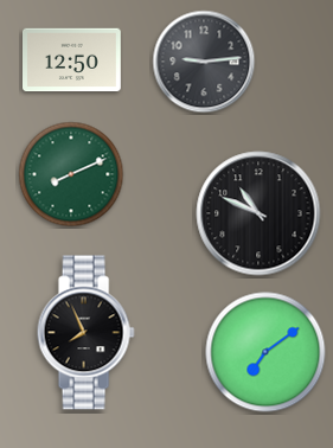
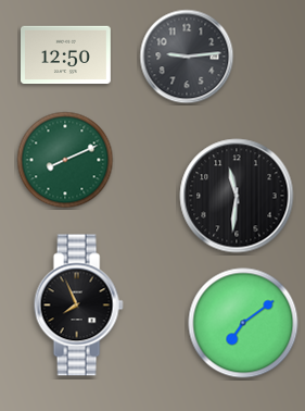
clock at (258, 213): 10:49 -> 11:31
